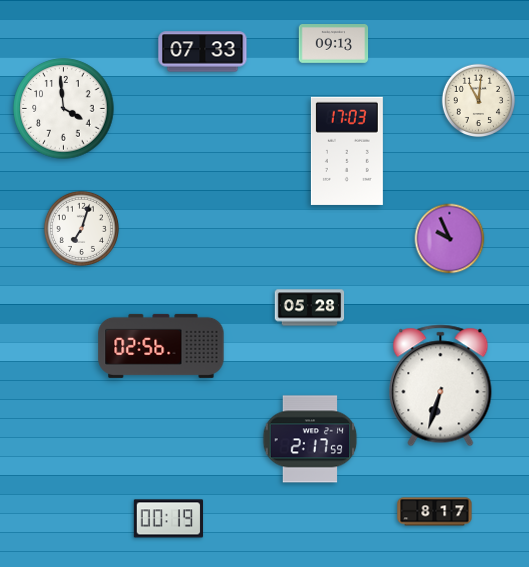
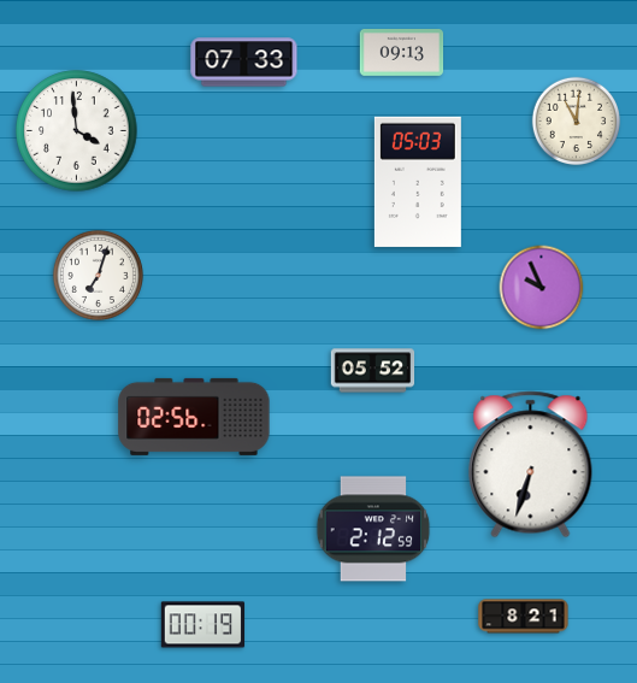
clock at (347, 151): 17:03 -> 05:03
clock at (310, 308): 05:28 -> 05:52
clock at (310, 439): 2:17 -> 2:12
clock at (435, 512): 8:17 -> 8:21
